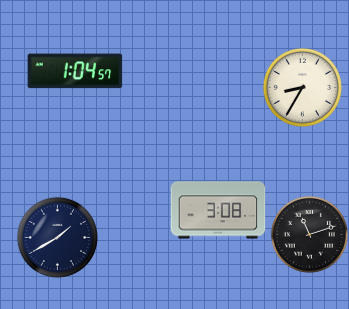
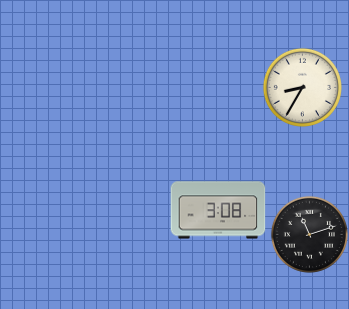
clock at (75, 71): 1:04 -> none
clock at (57, 237): 1:40 -> none
